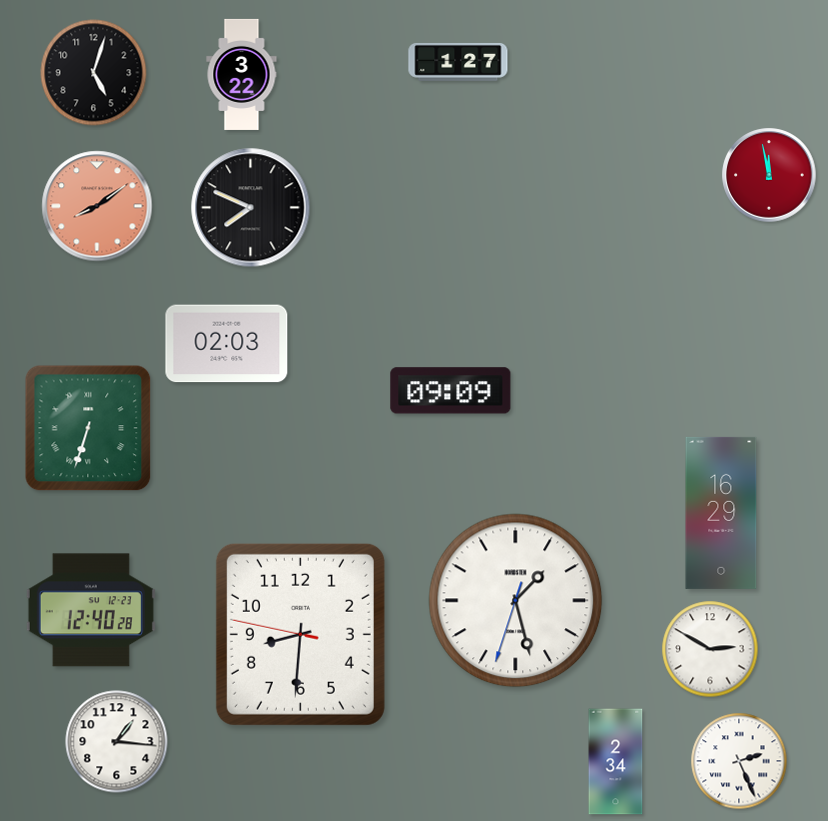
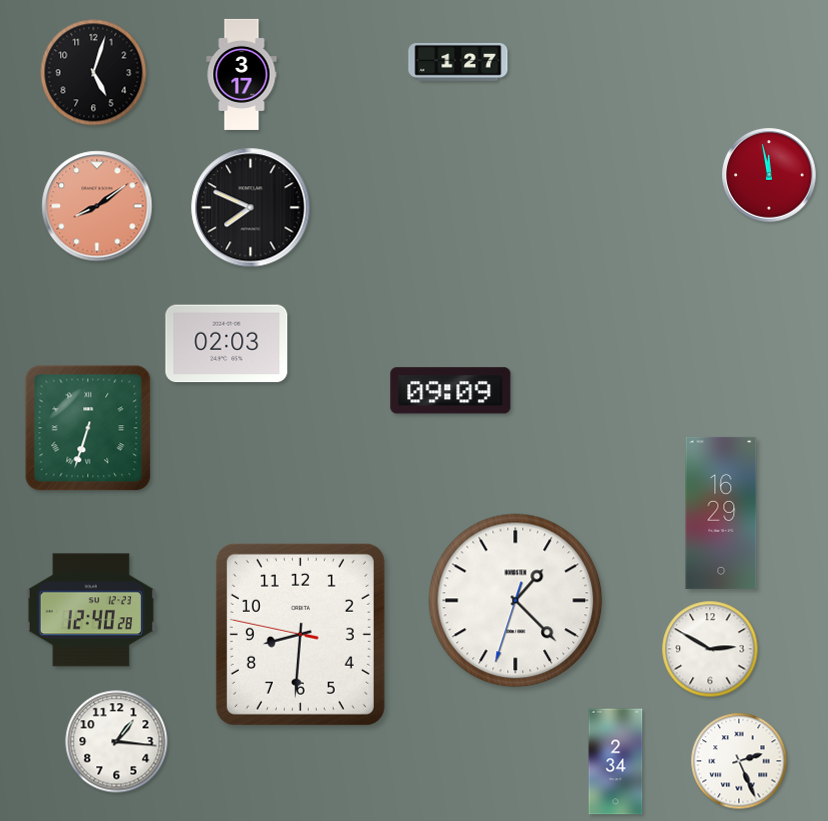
clock at (242, 74): 3:22 -> 3:17
clock at (516, 601): 1:27 -> 1:22
